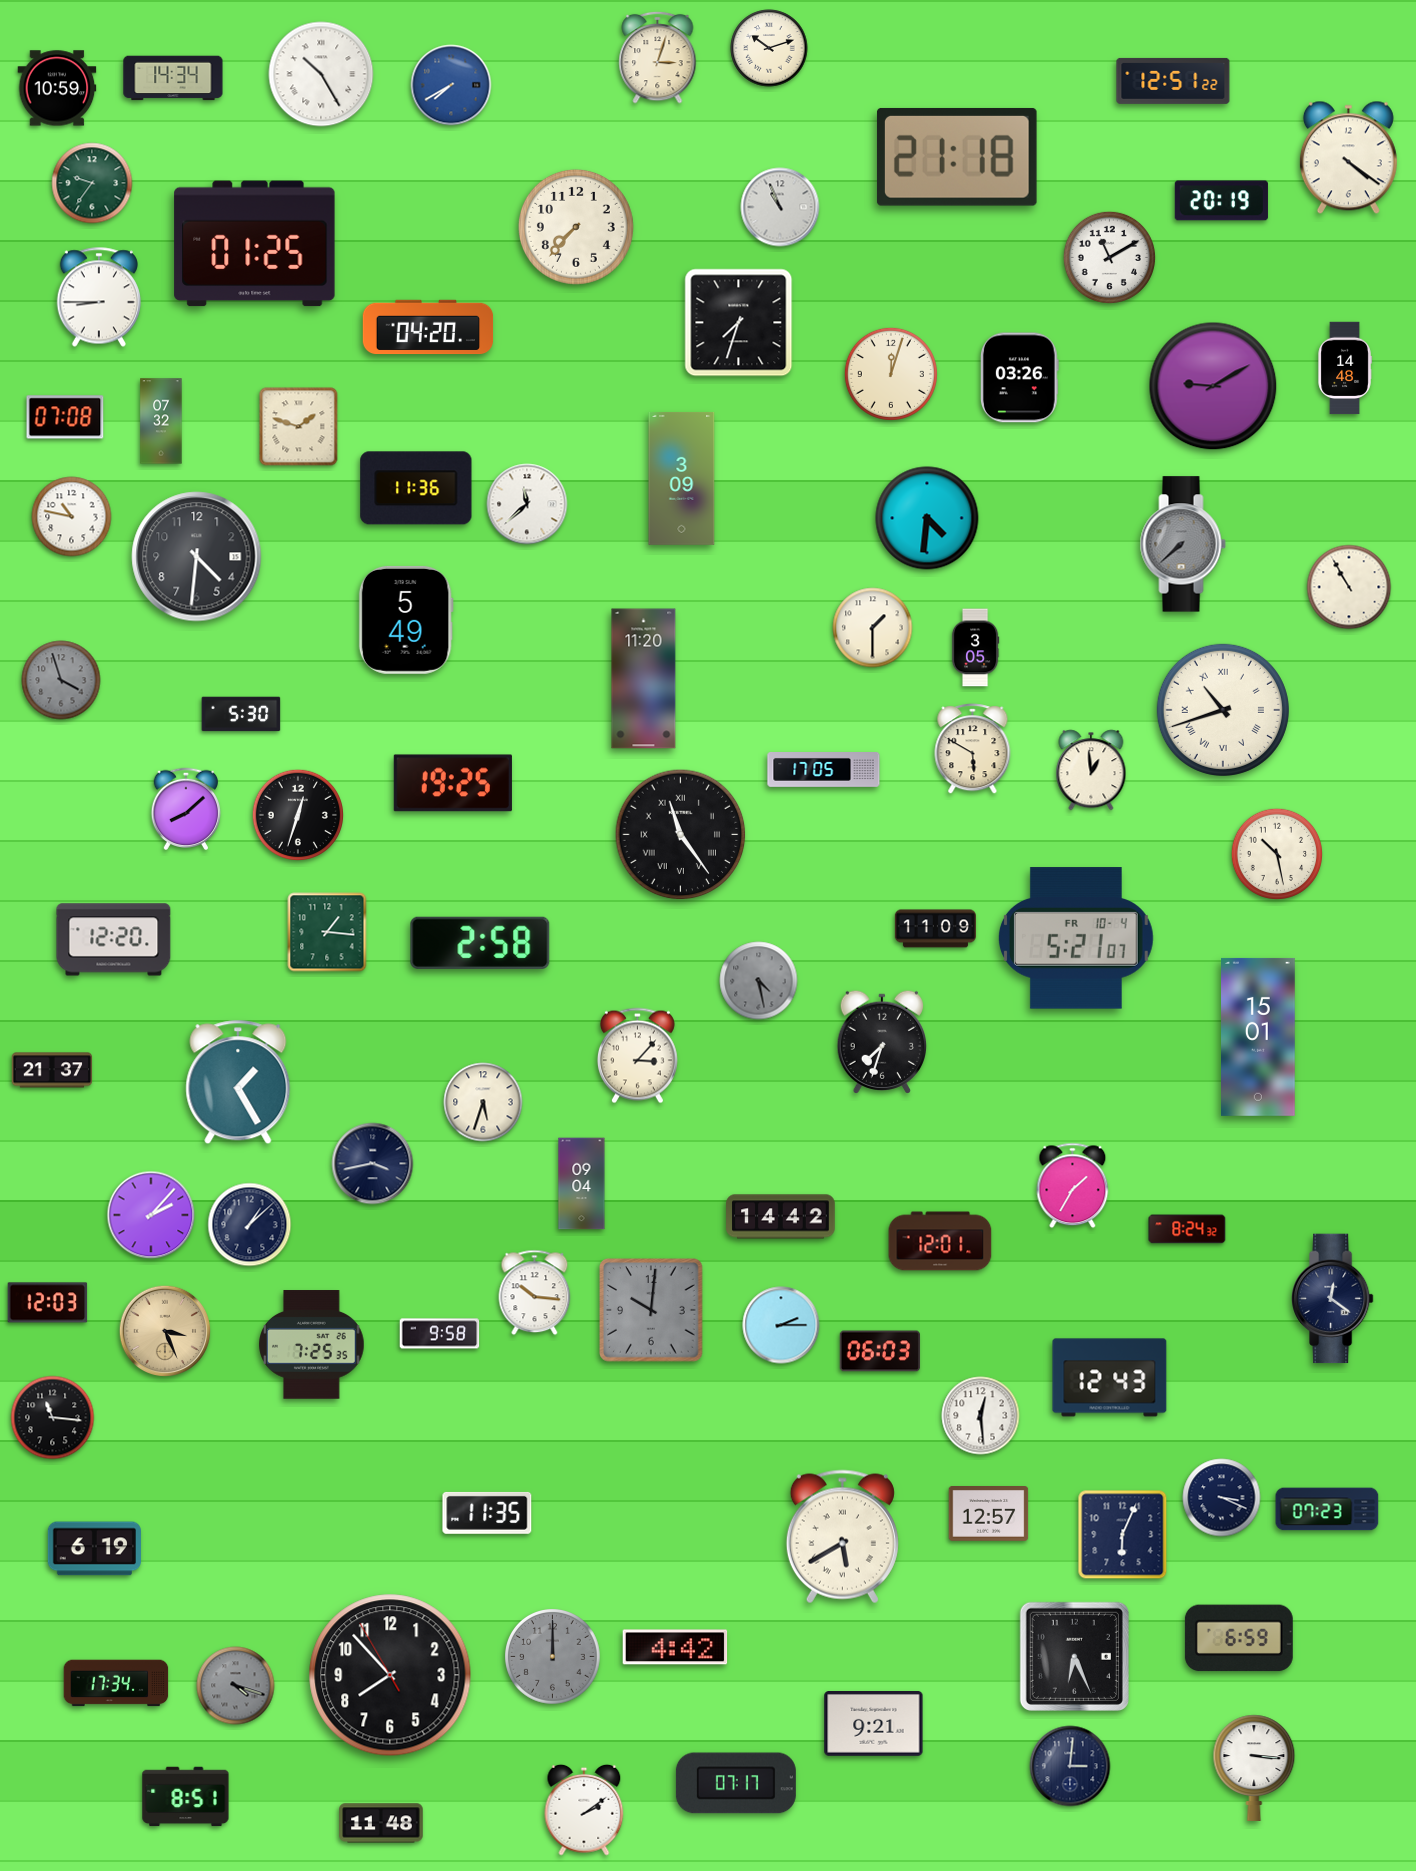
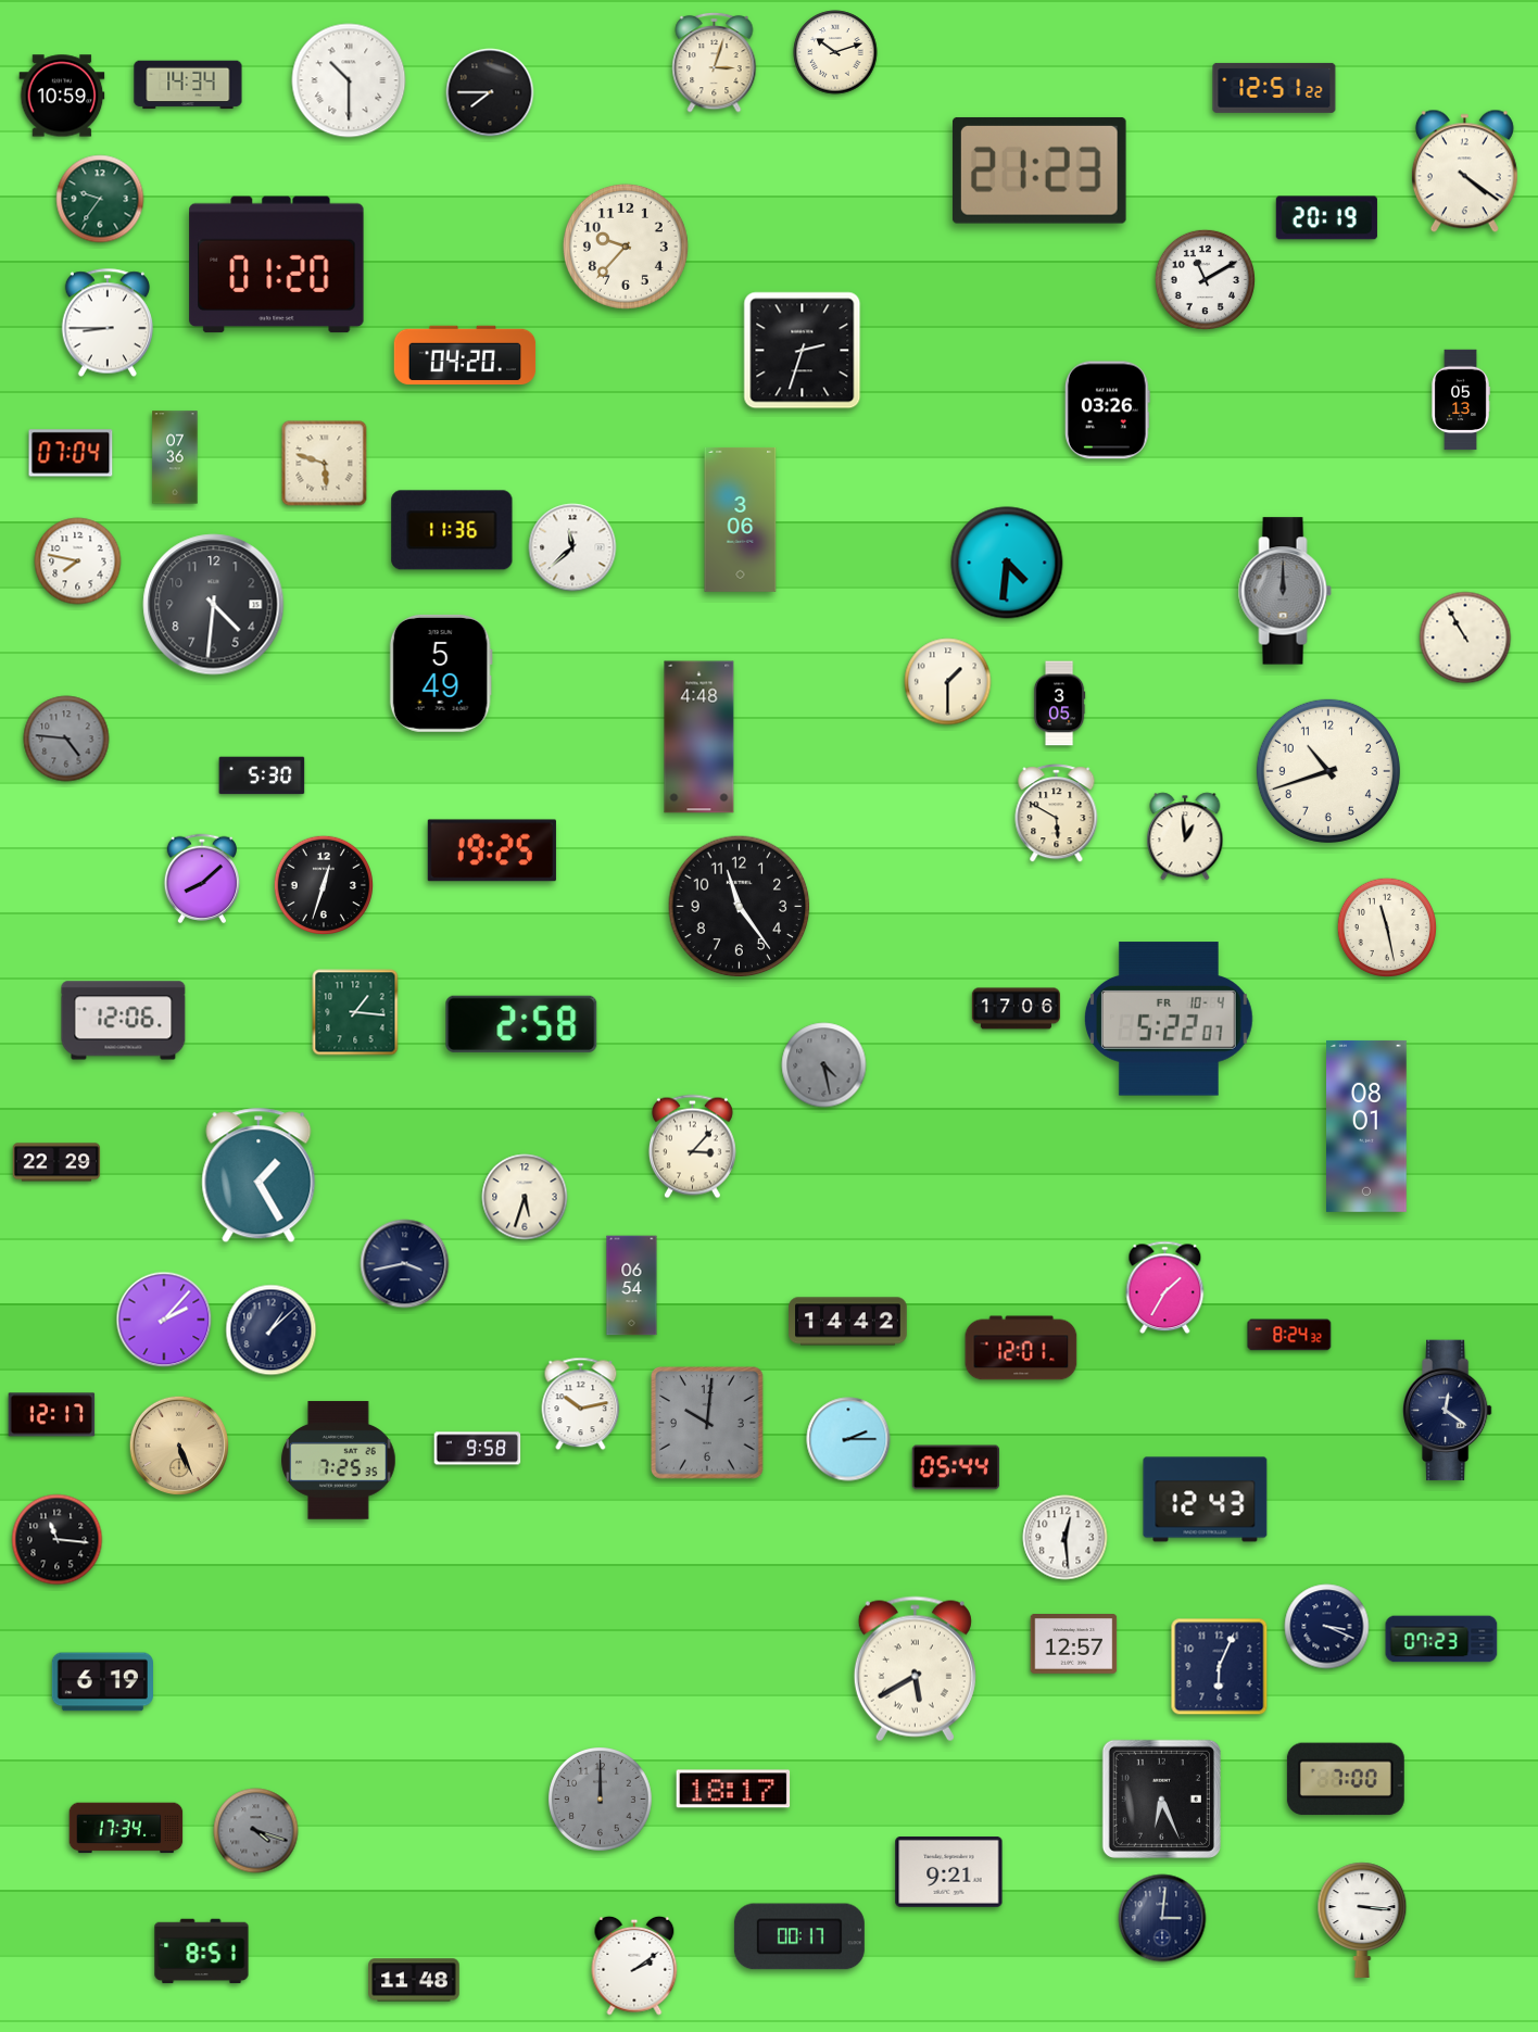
clock at (321, 74): 10:25 -> 10:30
clock at (451, 85): 7:40 -> 7:45
clock at (451, 85) dial: blue -> black
clock at (957, 157): 21:18 -> 21:23
clock at (780, 207): 10:56 -> none
clock at (576, 227): 7:37 -> 9:37
clock at (255, 244): 01:25 -> 01:20
clock at (739, 323): 7:33 -> 2:33
clock at (1345, 368): 14:48 -> 05:13
clock at (891, 374): 12:03 -> none
clock at (1213, 386): 9:10 -> none
clock at (65, 417): 07:08 -> 07:04
clock at (161, 421): 07:32 -> 07:36
clock at (299, 427): 1:48 -> 5:48
clock at (682, 478): 3:09 -> 3:06
clock at (72, 517): 10:47 -> 7:47
clock at (1183, 544): 7:38 -> 12:00
clock at (644, 679): 11:20 -> 4:48
clock at (61, 680): 3:57 -> 4:46
clock at (1223, 710) numerals: Roman -> Arabic
clock at (824, 770): 17:05 -> none
clock at (681, 835) numerals: Roman -> Arabic
clock at (1276, 853): 10:28 -> 11:28
clock at (935, 929): 11:09 -> 17:06
clock at (1076, 938): 5:21 -> 5:22
clock at (114, 940): 12:20 -> 12:06
clock at (1259, 1037): 15:01 -> 08:01
clock at (881, 1042): 7:33 -> none
clock at (52, 1070): 21:37 -> 22:29
clock at (582, 1184): 09:04 -> 06:54
clock at (535, 1293): 10:16 -> 10:13
clock at (48, 1303): 12:03 -> 12:17
clock at (165, 1331): 3:26 -> 5:26
clock at (879, 1351): 06:03 -> 05:44
clock at (1110, 1378) position: (1110, 1378) -> (1206, 1500)
clock at (487, 1513): 11:35 -> none
clock at (1239, 1638): 6:59 -> 7:00
clock at (675, 1647): 4:42 -> 18:17
clock at (1074, 1656) position: (1074, 1656) -> (1161, 1798)
clock at (390, 1675): 7:52 -> none
clock at (736, 1783): 07:17 -> 00:17
